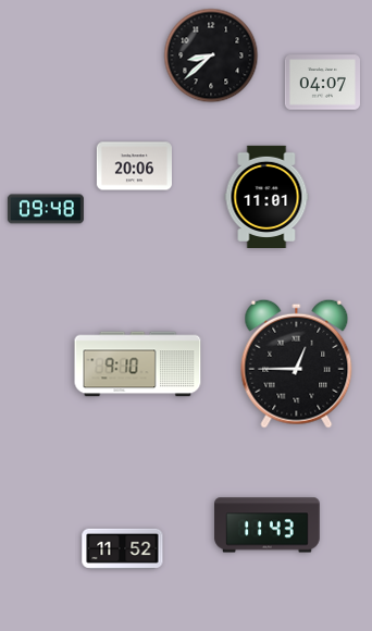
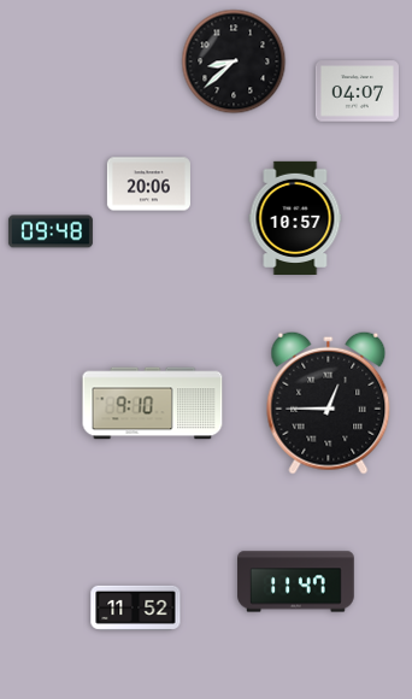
clock at (266, 196): 11:01 -> 10:57
clock at (268, 525): 11:43 -> 11:47
